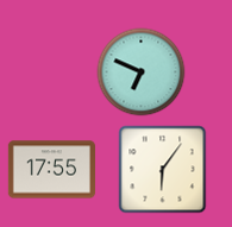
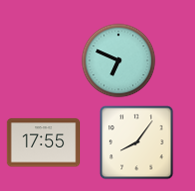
clock at (163, 170): 6:06 -> 8:06
